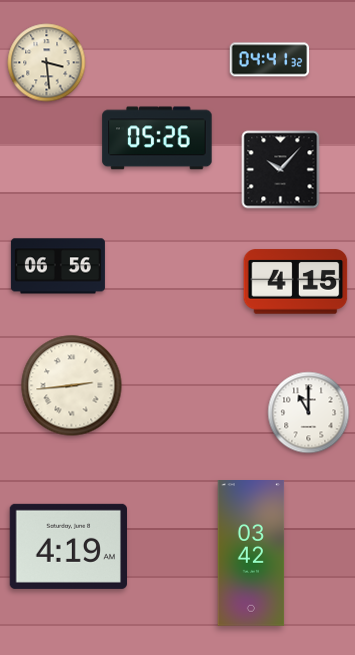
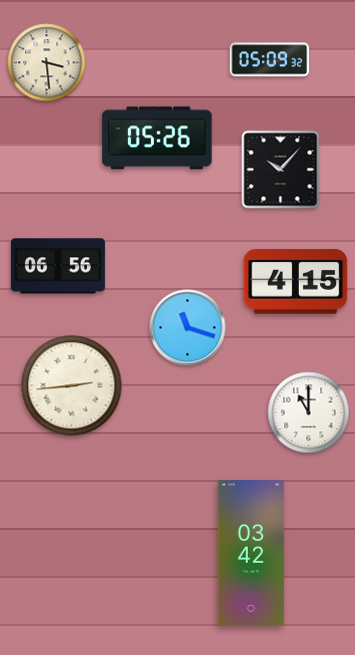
clock at (270, 60): 04:41 -> 05:09
clock at (188, 328): none -> 11:18
clock at (68, 546): 4:19 -> none
